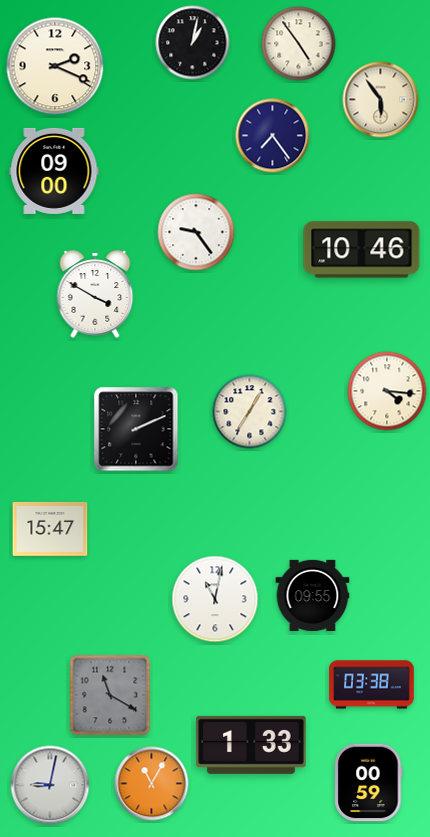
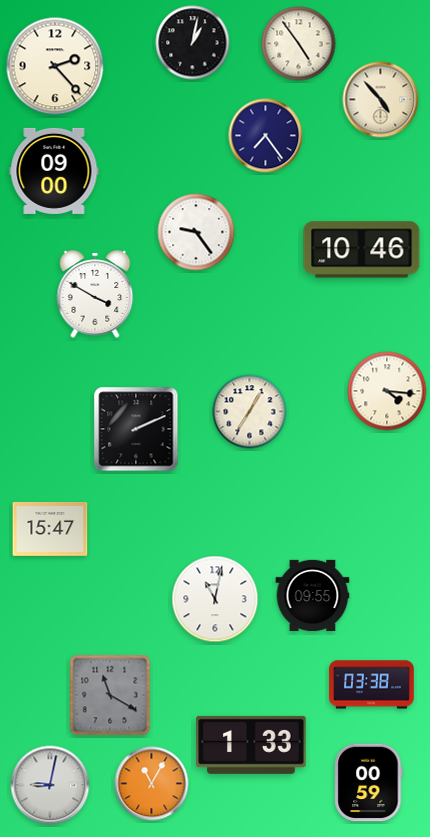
clock at (55, 66): 2:19 -> 2:23
clock at (381, 100): 5:54 -> 4:53
clock at (273, 136) position: (273, 136) -> (266, 136)
